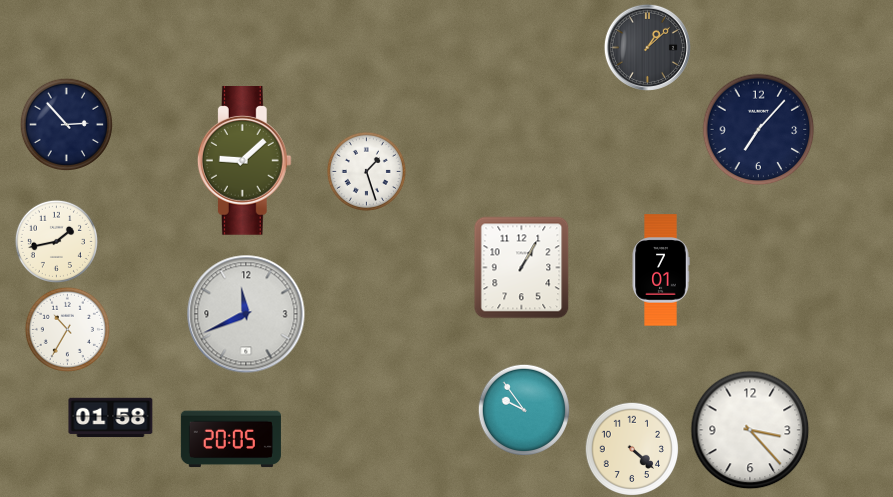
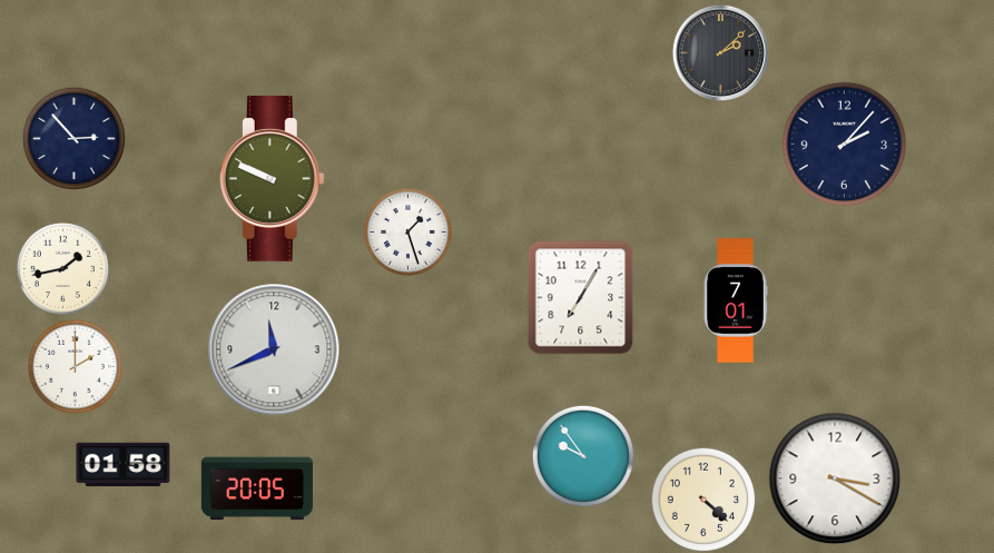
clock at (647, 47): 1:08 -> 2:08
clock at (759, 130): 7:07 -> 2:07
clock at (244, 161): 9:08 -> 9:49
clock at (366, 171) position: (366, 171) -> (407, 231)
clock at (522, 268): 1:05 -> 7:05
clock at (67, 329): 10:35 -> 2:00
clock at (750, 430): 3:23 -> 3:20
